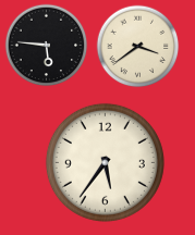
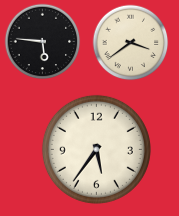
clock at (138, 47) position: (138, 47) -> (131, 43)
